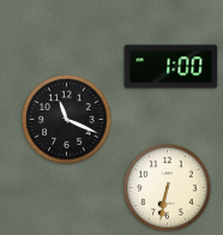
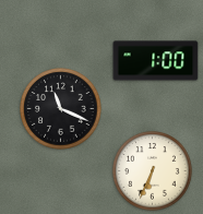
clock at (168, 188): 6:32 -> 6:34
